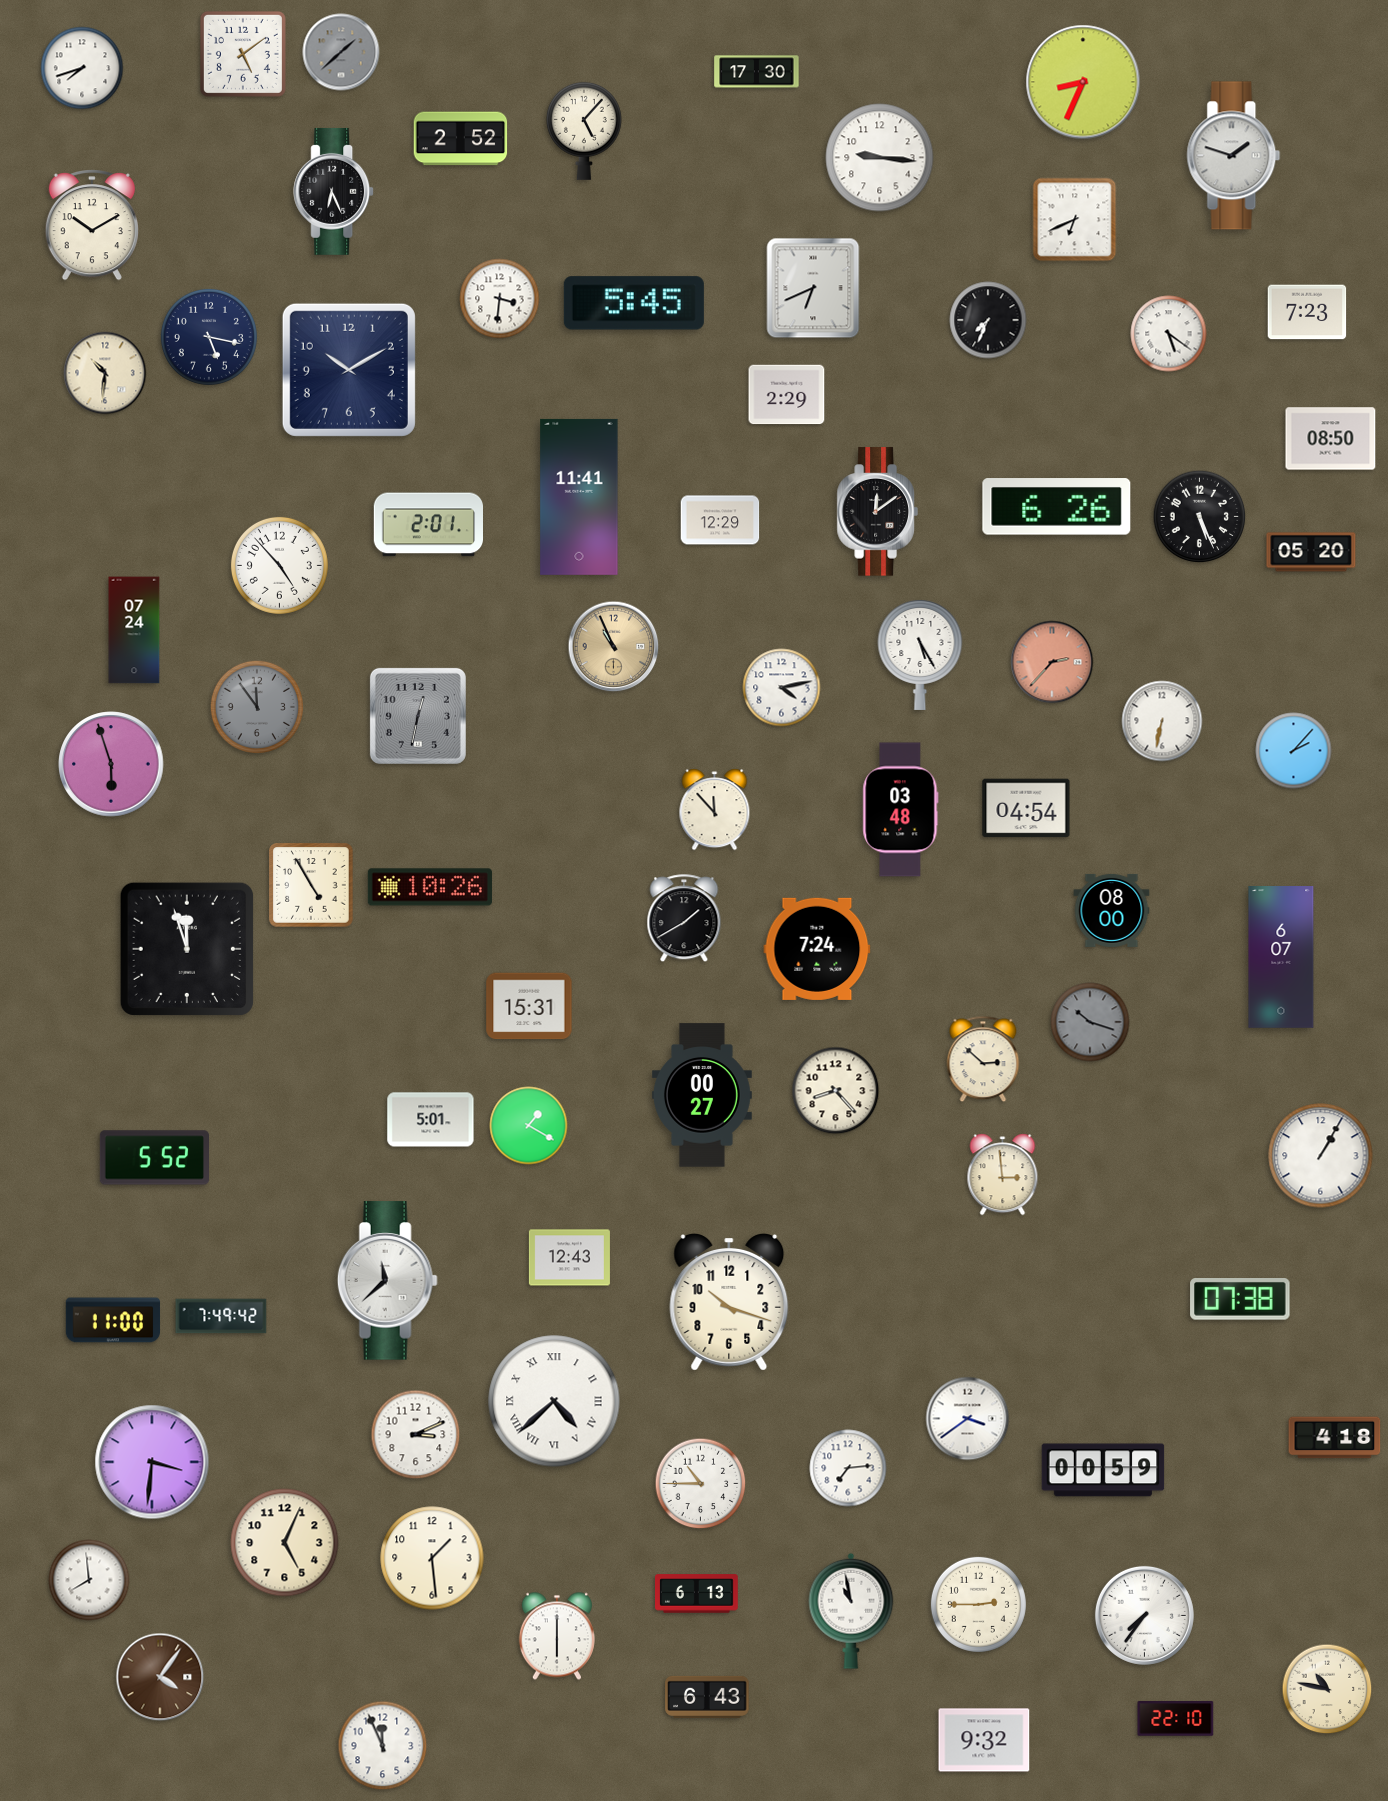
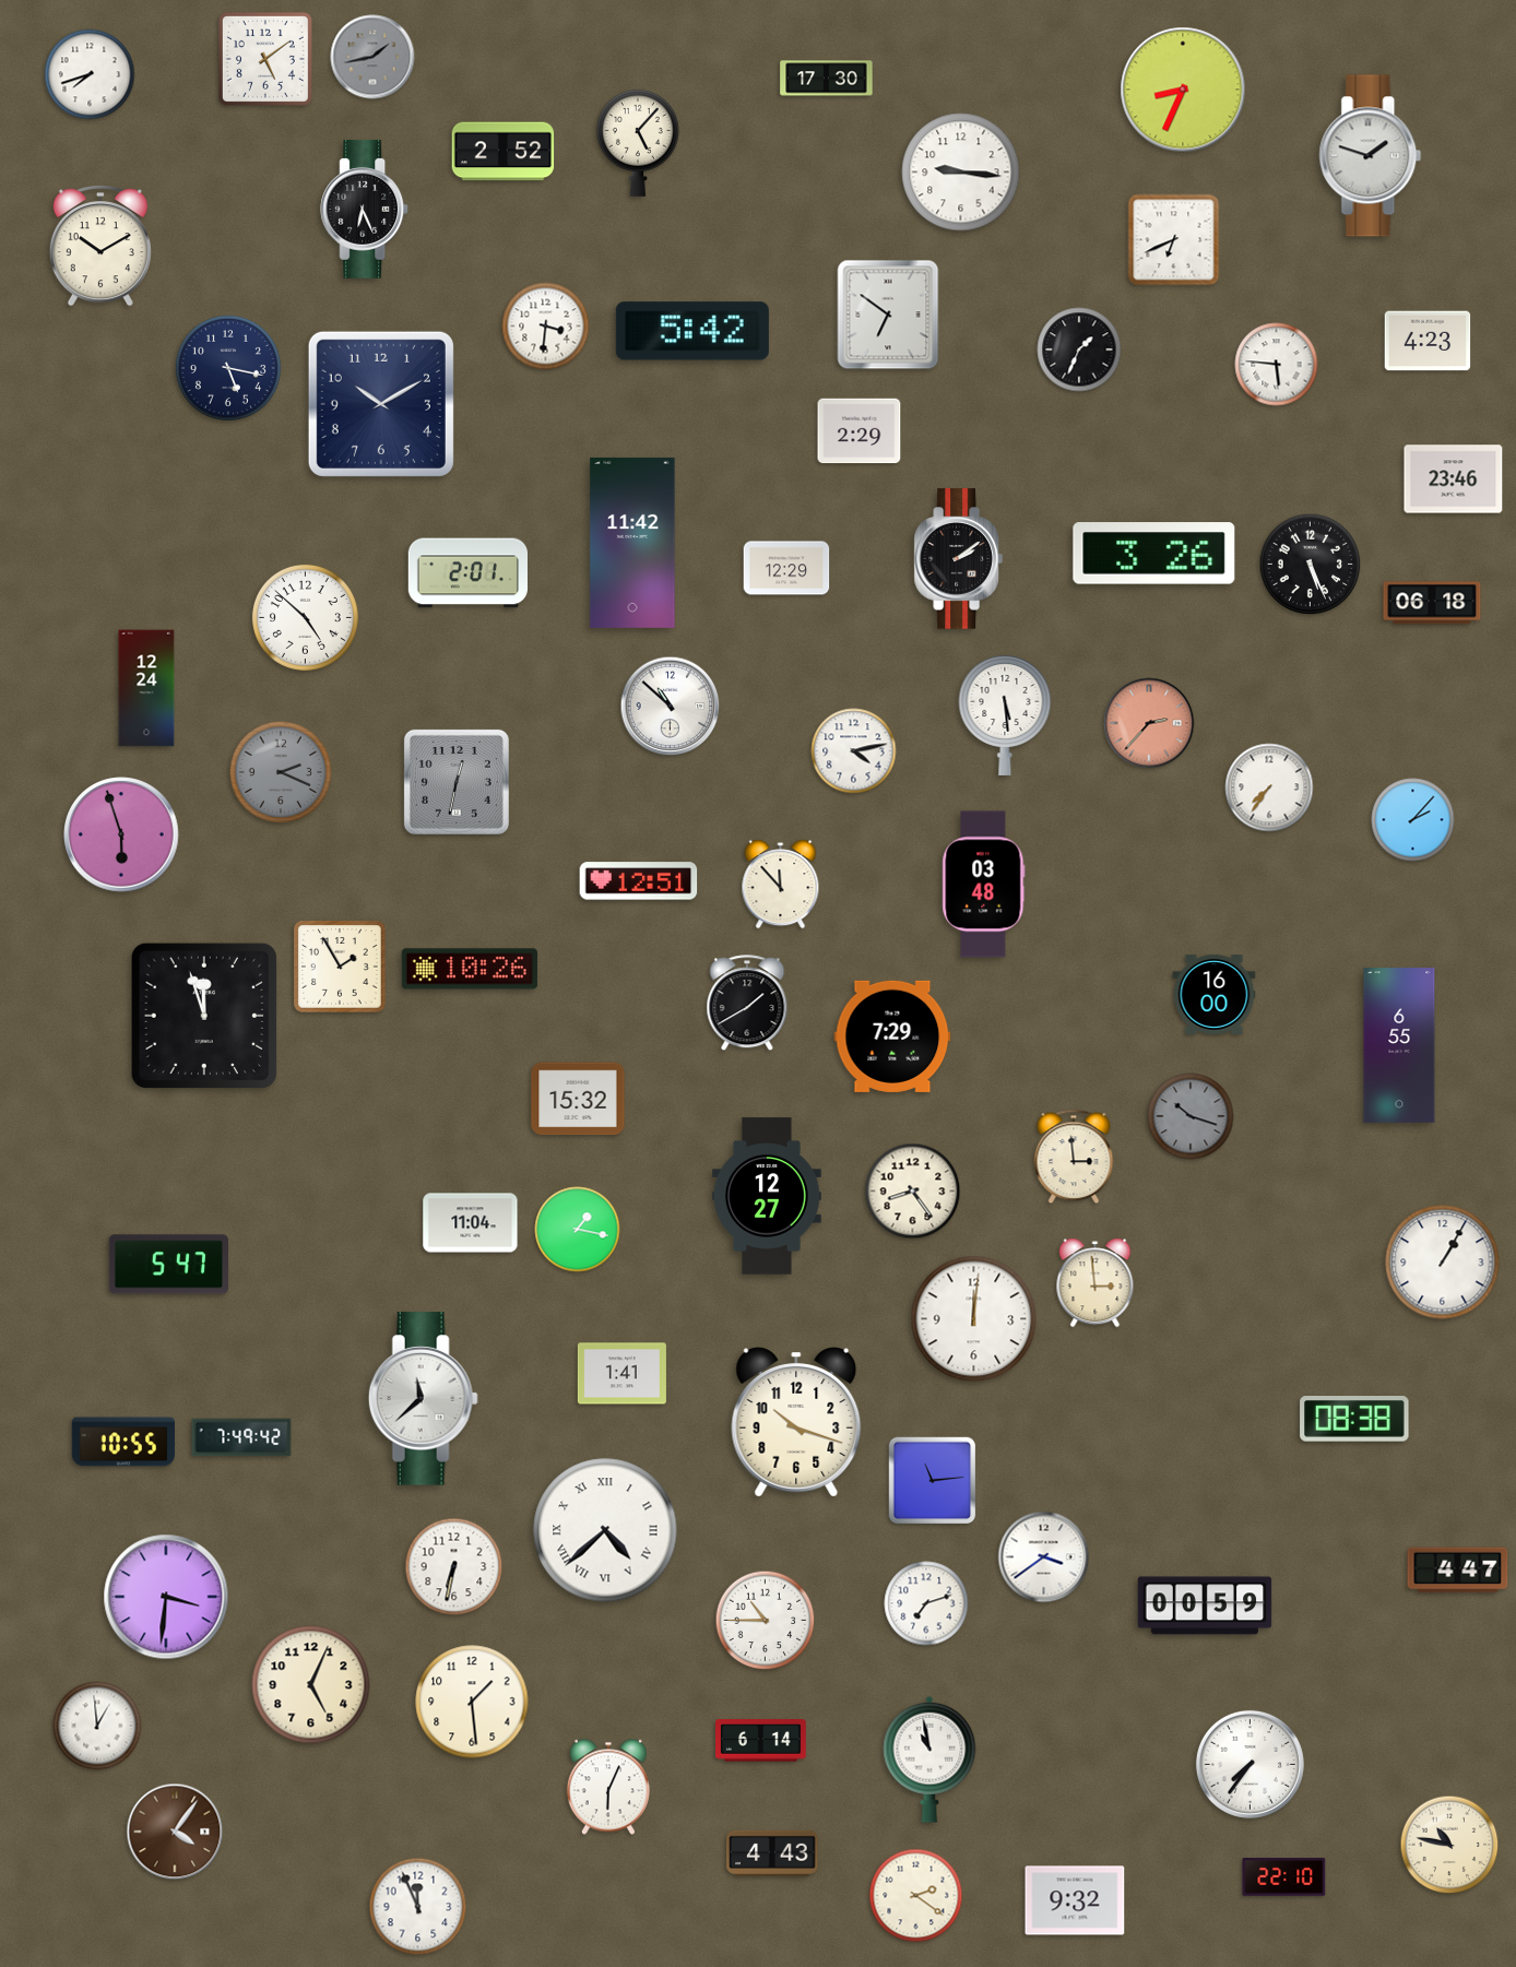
clock at (341, 52): 1:38 -> 1:43
clock at (1234, 156) position: (1234, 156) -> (1371, 156)
clock at (813, 288): 6:41 -> 6:51
clock at (634, 303): 5:45 -> 5:42
clock at (1307, 312): 7:23 -> 4:23
clock at (988, 320): 7:34 -> 1:34
clock at (1169, 334): 5:21 -> 5:46
clock at (105, 373): 10:31 -> none
clock at (1331, 439): 08:50 -> 23:46
clock at (579, 497): 11:41 -> 11:42
clock at (1057, 507): 6:26 -> 3:26
clock at (877, 512): 12:09 -> 2:09
clock at (1311, 552): 05:20 -> 06:18
clock at (279, 565): 4:53 -> 4:52
clock at (134, 630): 07:24 -> 12:24
clock at (614, 647): 10:56 -> 10:52
clock at (614, 647) dial: champagne -> white
clock at (920, 654): 5:25 -> 5:29
clock at (257, 707): 11:54 -> 2:19
clock at (1162, 721): 6:32 -> 7:36
clock at (639, 881): none -> 12:51
clock at (1026, 808): 04:54 -> none
clock at (311, 885): 4:55 -> 1:55
clock at (1112, 910): 08:00 -> 16:00
clock at (187, 949) position: (187, 949) -> (204, 1016)
clock at (817, 949): 7:24 -> 7:29
clock at (1281, 958): 6:07 -> 6:55
clock at (529, 1006): 15:31 -> 15:32
clock at (983, 1059): 2:52 -> 2:59
clock at (836, 1091): 8:23 -> 8:24
clock at (702, 1095): 00:27 -> 12:27
clock at (431, 1120): 5:01 -> 11:04
clock at (529, 1126): 1:20 -> 1:17
clock at (154, 1158): 5:52 -> 5:47
clock at (974, 1319): none -> 12:01
clock at (569, 1258): 12:43 -> 1:41
clock at (1240, 1300): 07:38 -> 08:38
clock at (113, 1320): 11:00 -> 10:55
clock at (933, 1481): none -> 11:14
clock at (968, 1419) position: (968, 1419) -> (1044, 1557)
clock at (416, 1435): 3:11 -> 6:32
clock at (1335, 1438): 4:18 -> 4:47
clock at (848, 1468): 7:14 -> 7:12
clock at (89, 1580): 7:59 -> 12:59
clock at (697, 1594): 6:13 -> 6:14
clock at (978, 1604): 2:45 -> none
clock at (557, 1636): 6:00 -> 6:04
clock at (707, 1697): 6:43 -> 4:43
clock at (916, 1896): none -> 2:21
